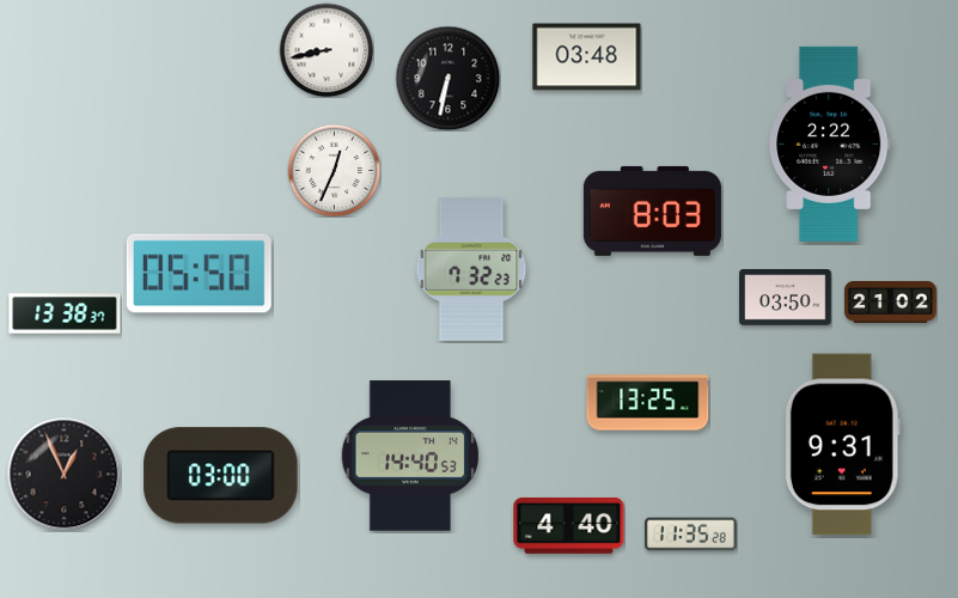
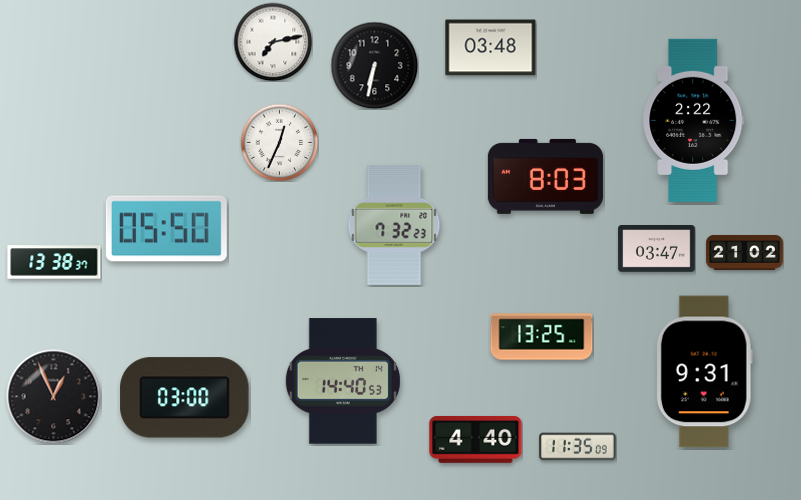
clock at (327, 50): 8:43 -> 7:13
clock at (786, 298): 03:50 -> 03:47
clock at (691, 535): 11:35:28 -> 11:35:09
